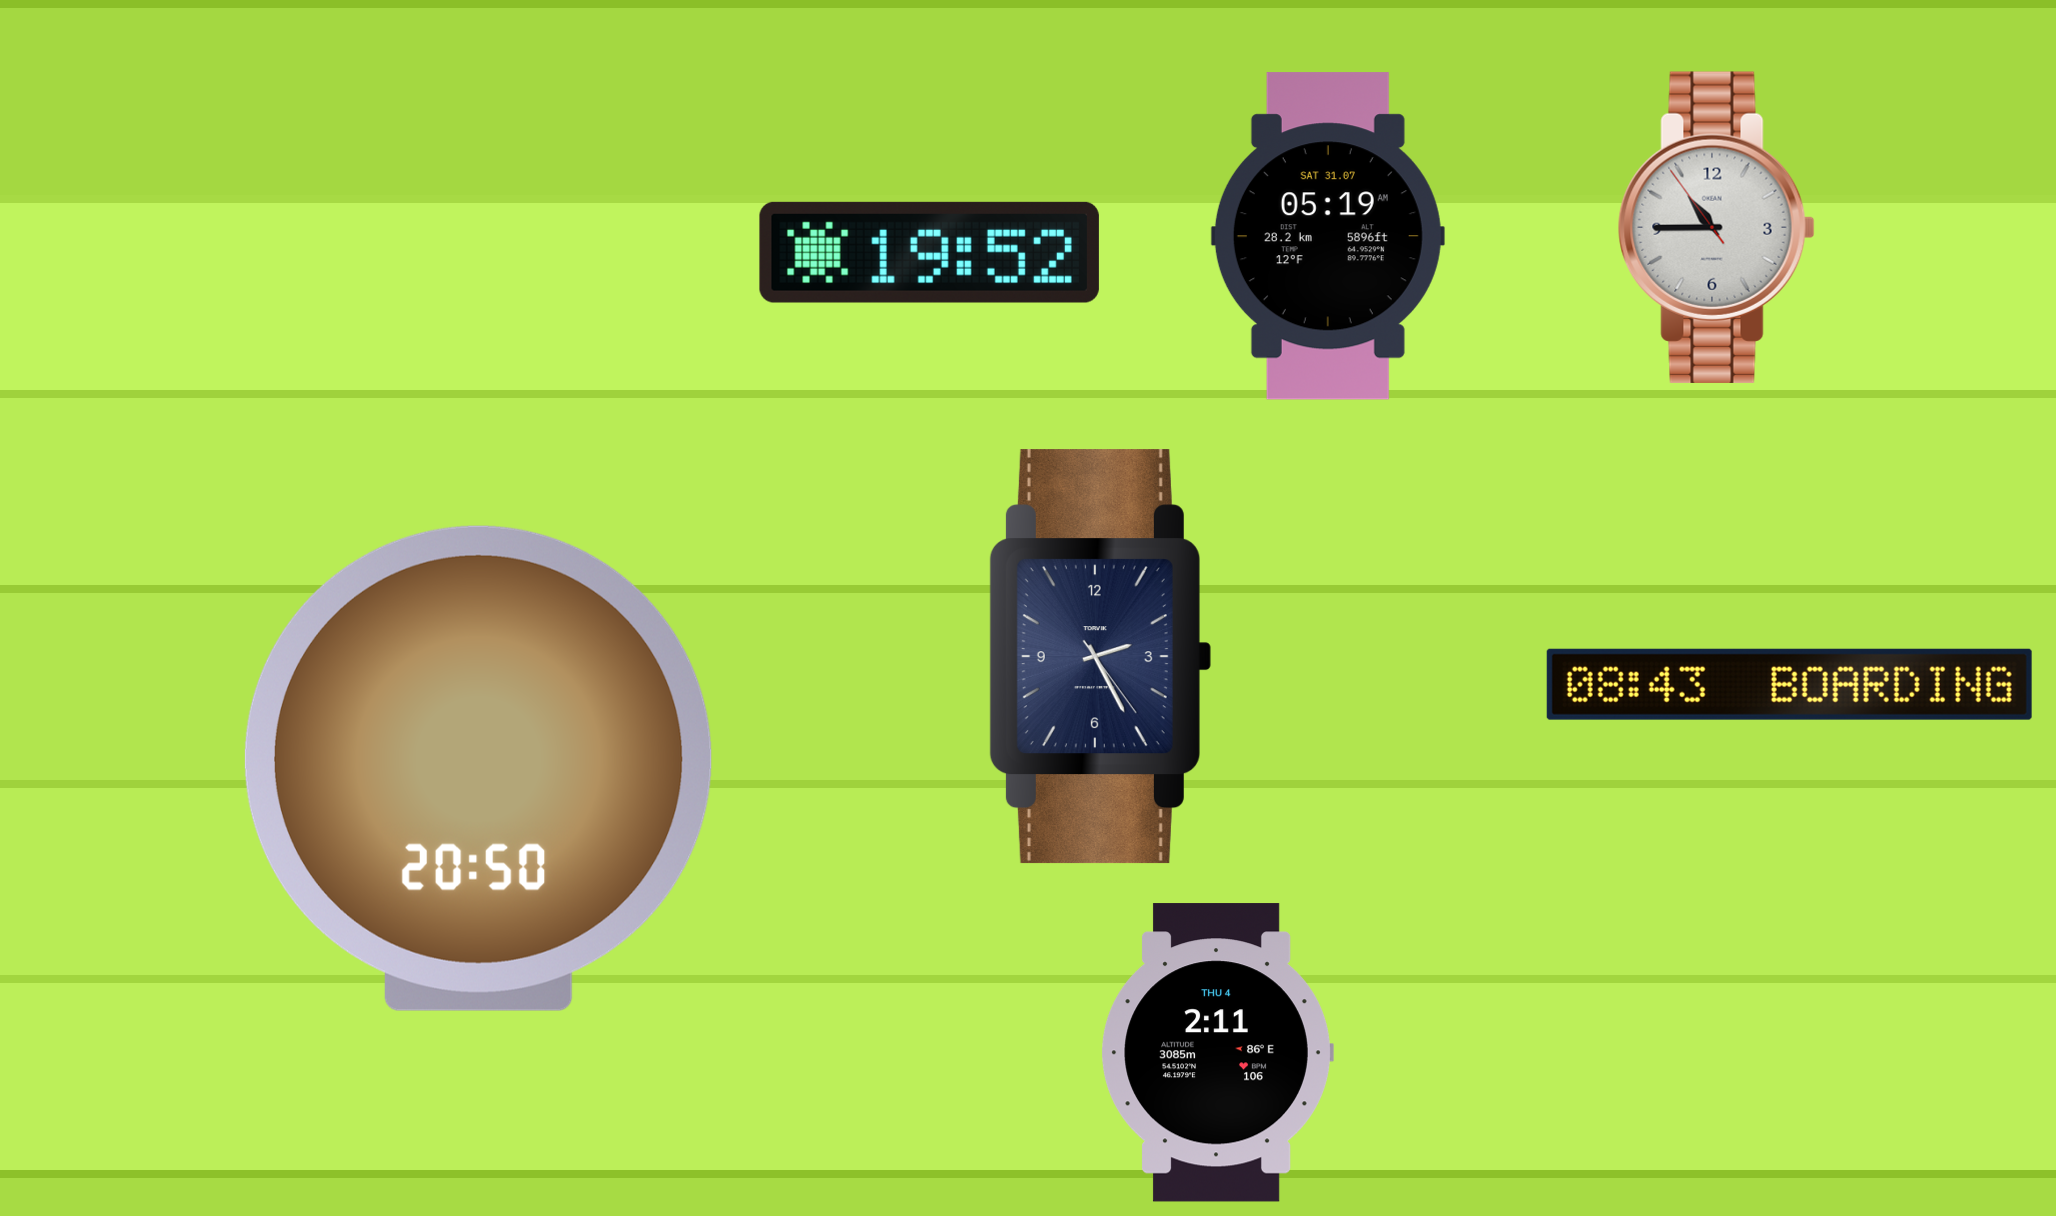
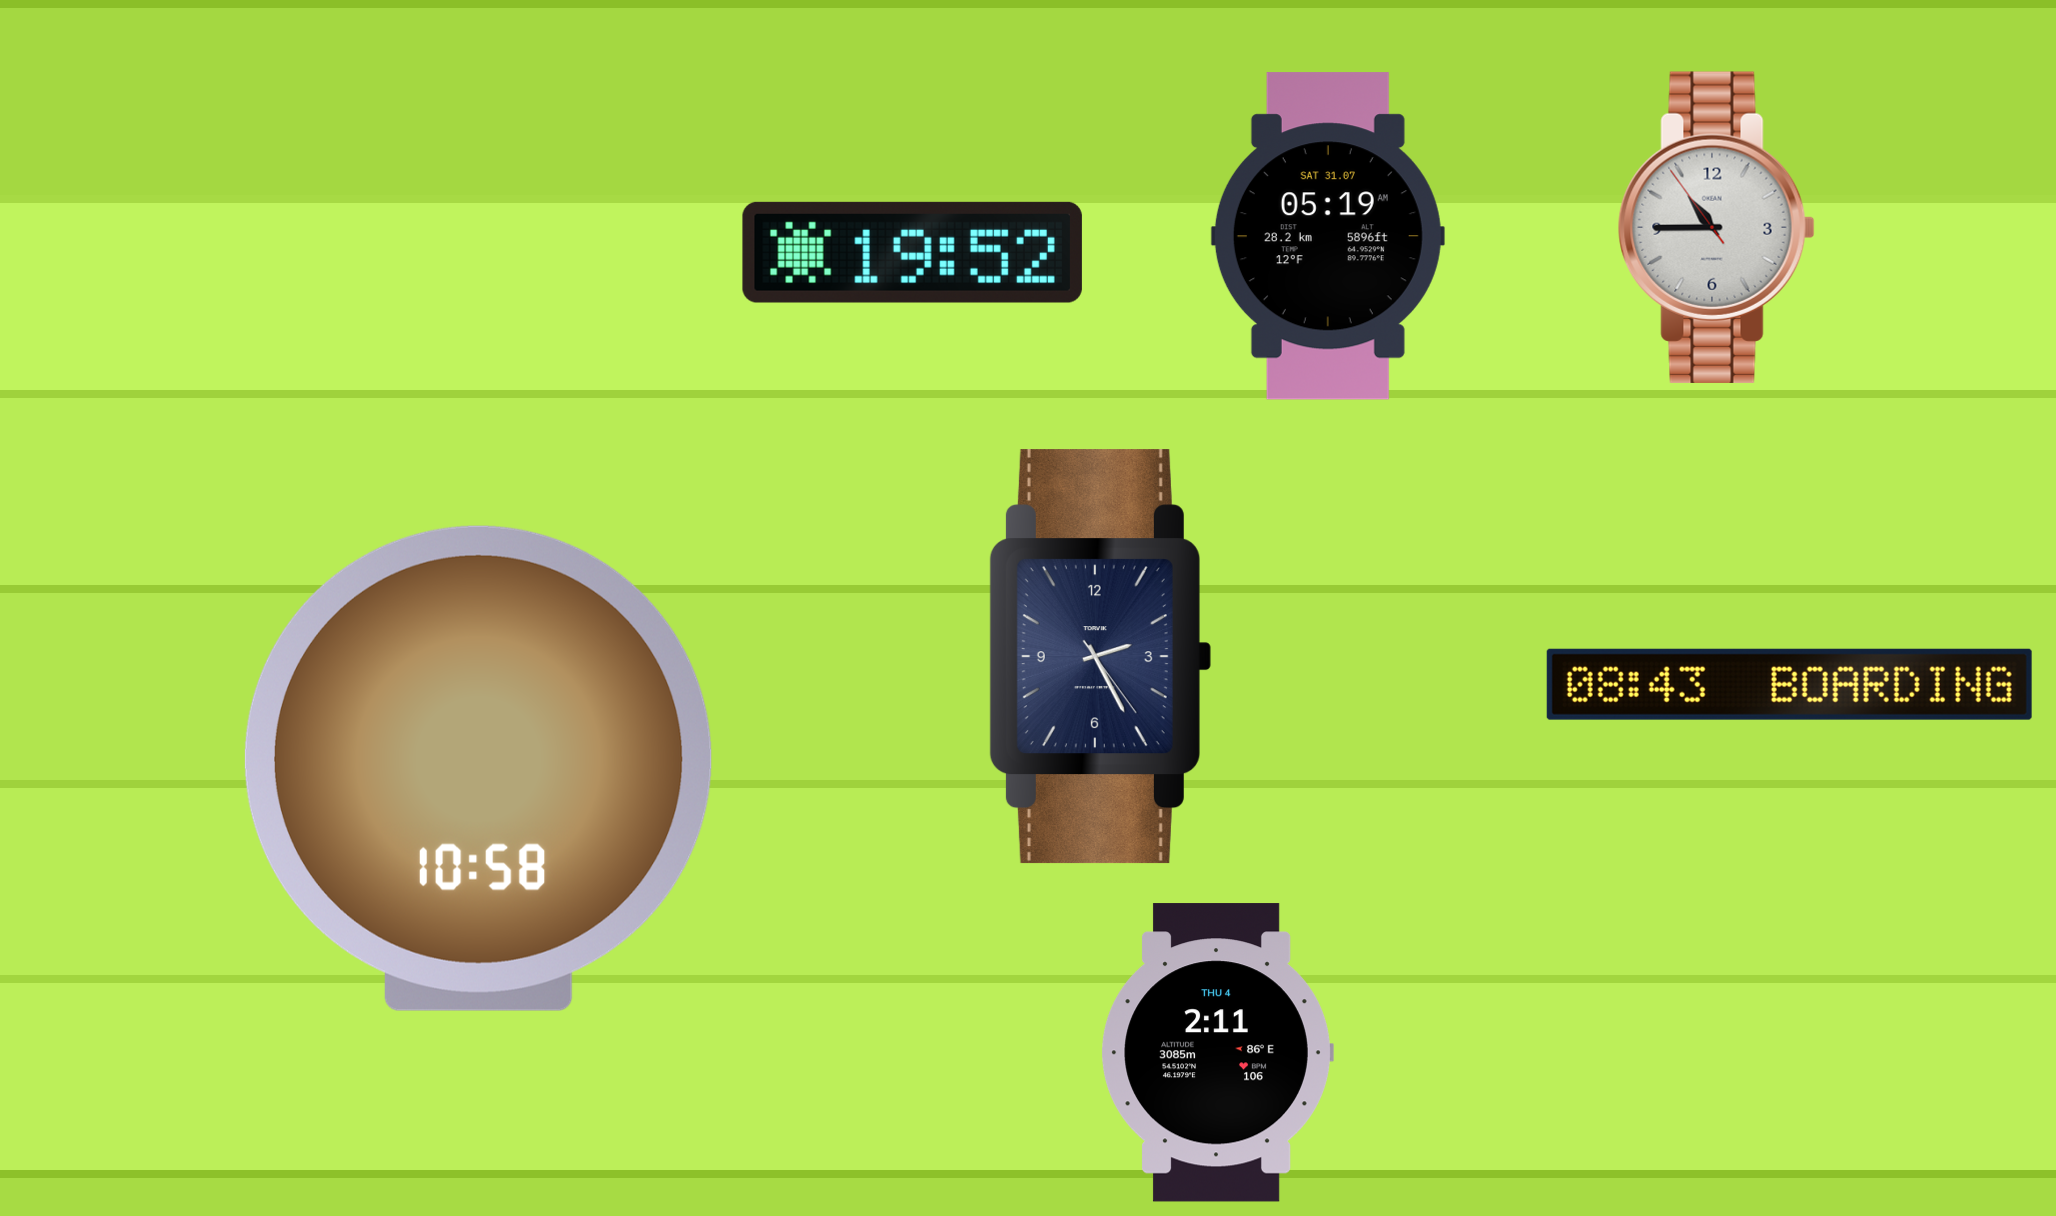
clock at (929, 252) position: (929, 252) -> (912, 252)
clock at (478, 768): 20:50 -> 10:58
